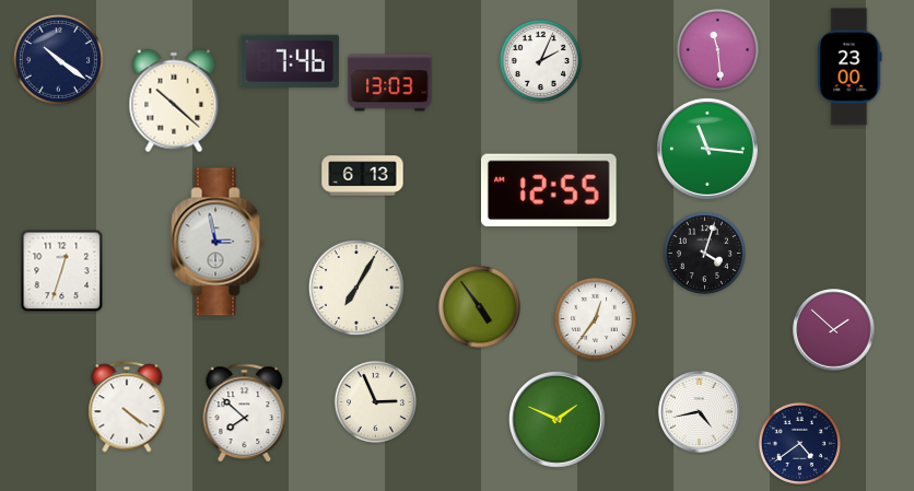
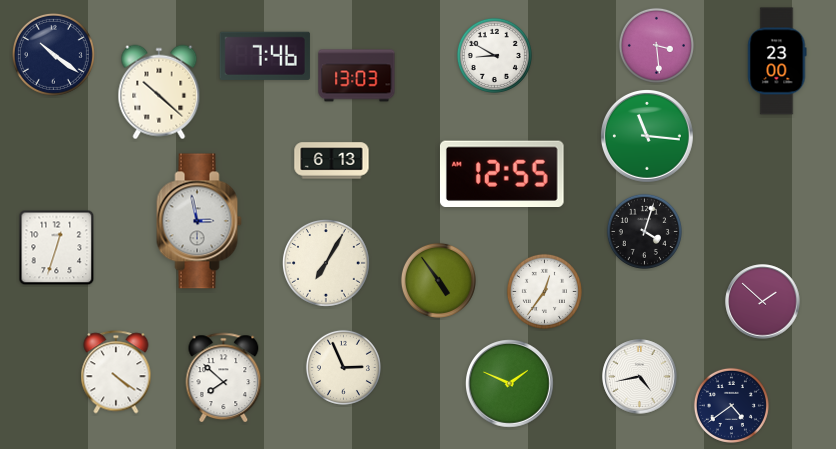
clock at (717, 49): 11:29 -> 3:29
clock at (540, 60): 2:04 -> 8:50
